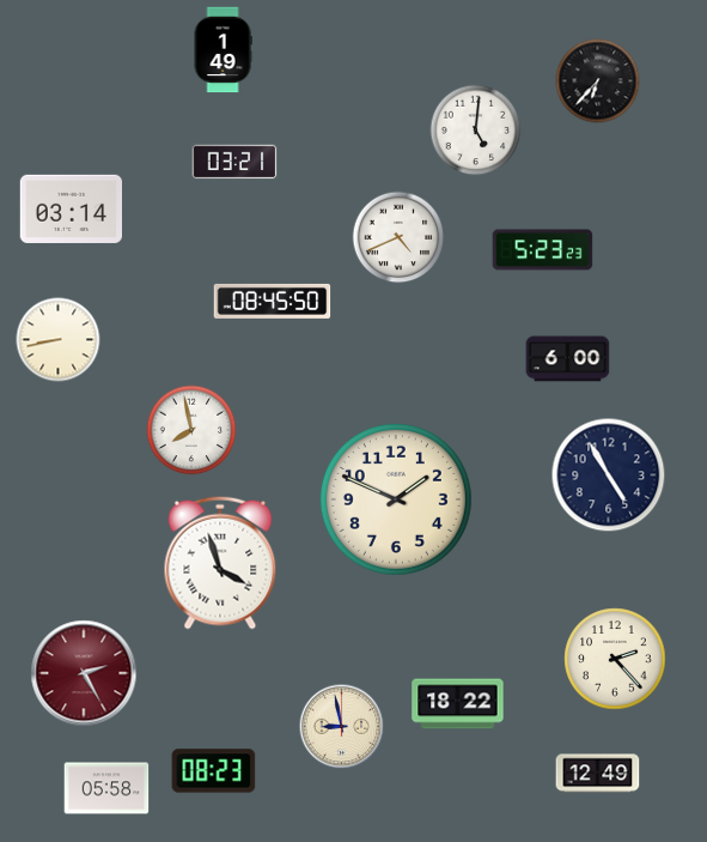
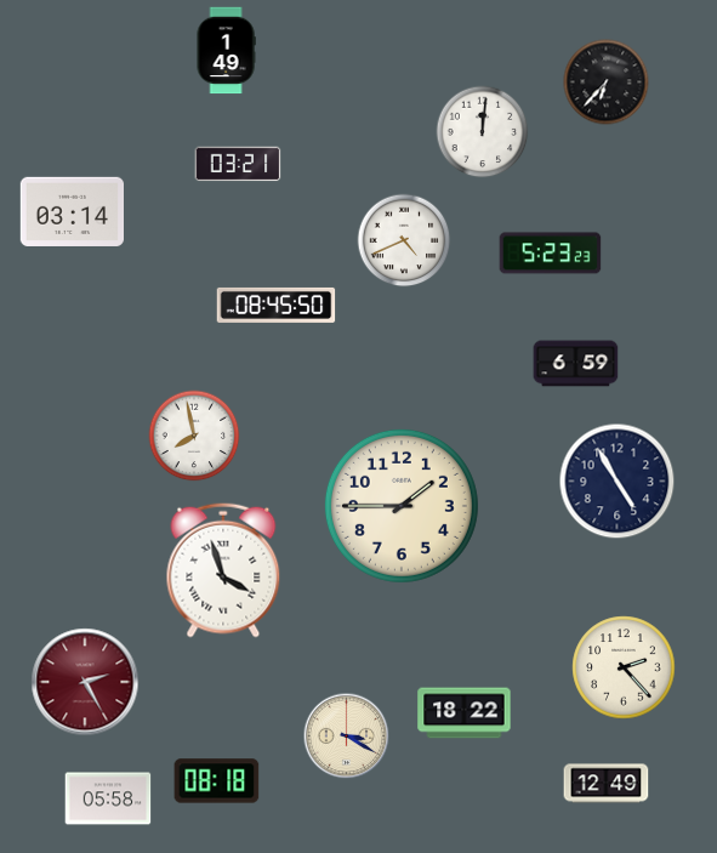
clock at (476, 131): 5:01 -> 12:01
clock at (59, 340): 8:43 -> none
clock at (568, 359): 6:00 -> 6:59
clock at (396, 499): 1:49 -> 1:45
clock at (342, 727): 8:58 -> 3:20
clock at (214, 771): 08:23 -> 08:18
